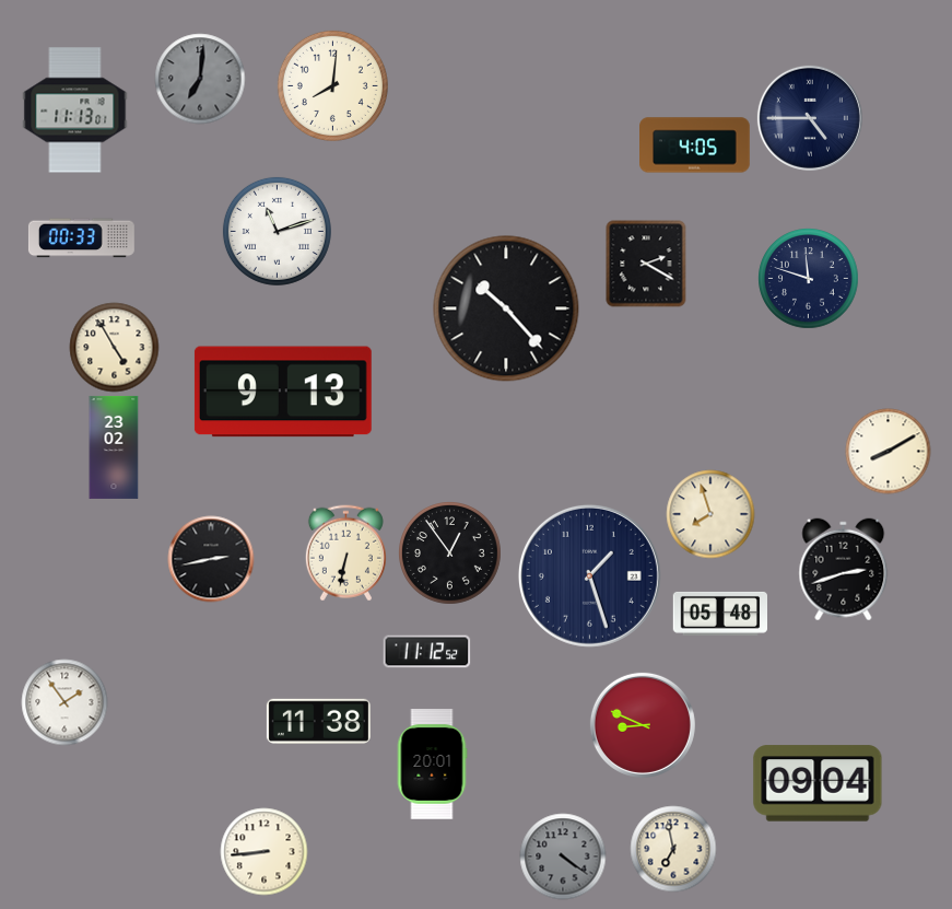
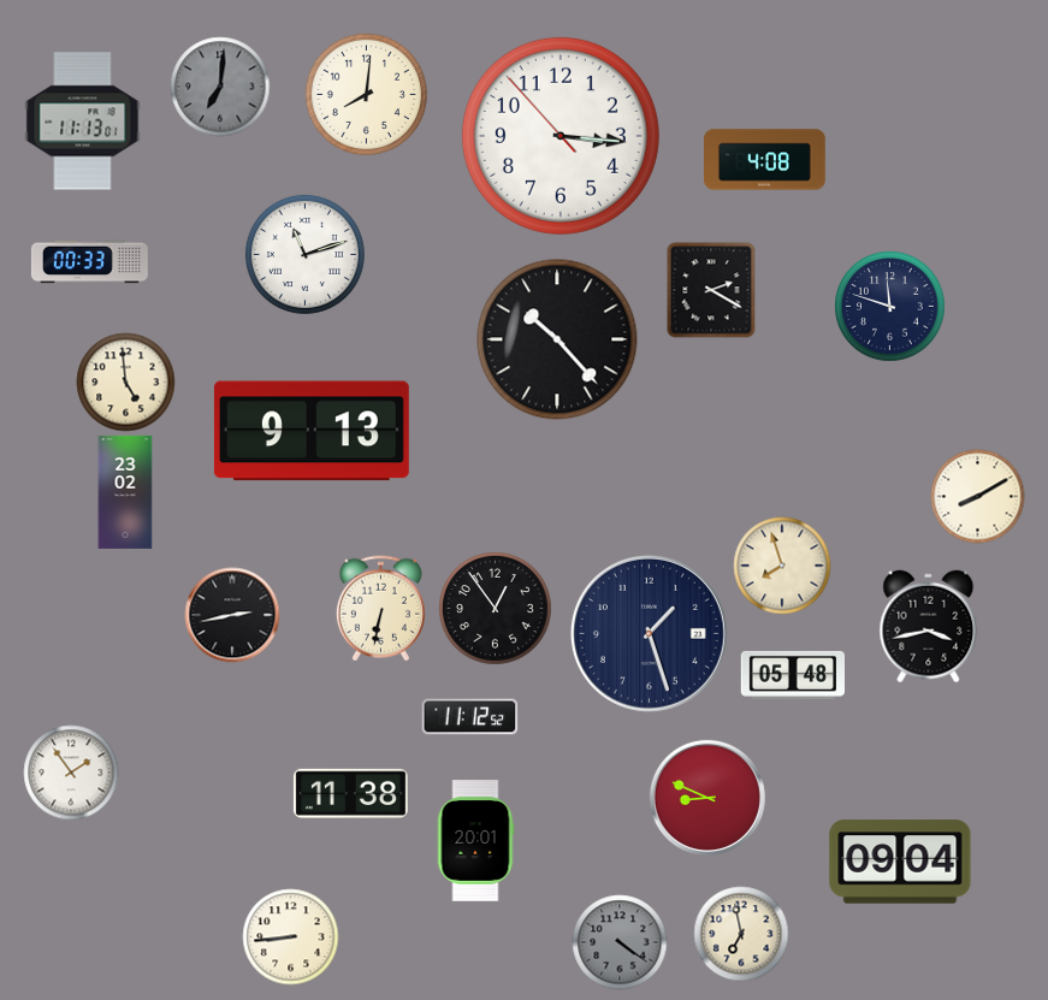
clock at (810, 118): 4:45 -> none
clock at (561, 136): none -> 3:15
clock at (695, 145): 4:05 -> 4:08
clock at (114, 347): 4:55 -> 4:59
clock at (844, 569): 2:42 -> 3:43
